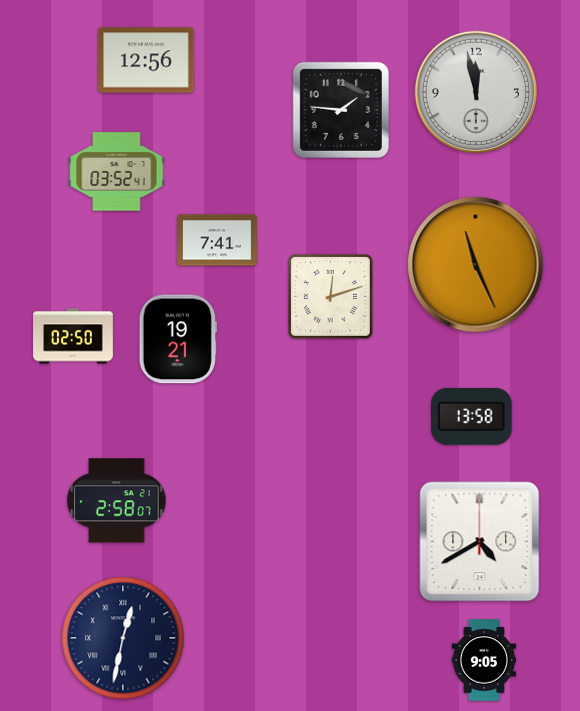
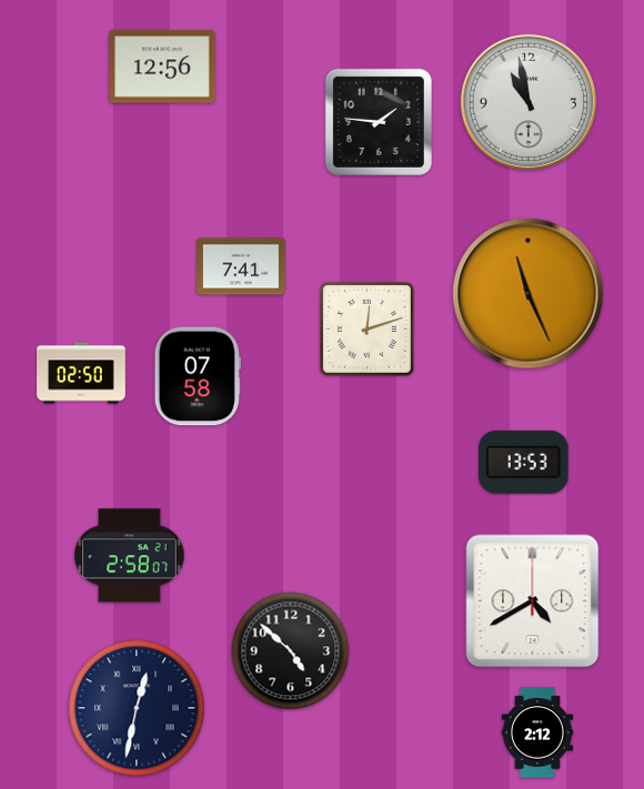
clock at (476, 92): 11:58 -> 10:58
clock at (117, 172): 03:52 -> none
clock at (178, 339): 19:21 -> 07:58
clock at (472, 416): 13:58 -> 13:53
clock at (291, 651): none -> 4:52
clock at (484, 660): 9:05 -> 2:12
